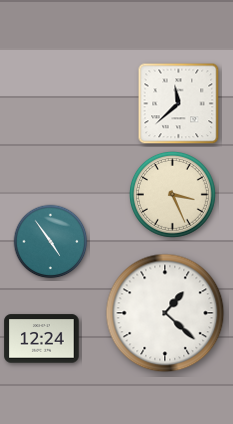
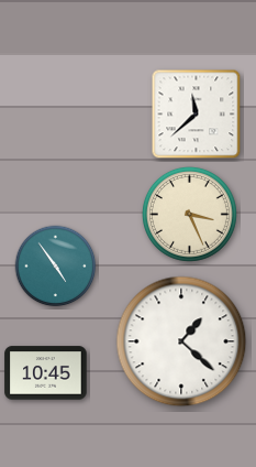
clock at (165, 313) position: (165, 313) -> (181, 341)
clock at (42, 339): 12:24 -> 10:45
